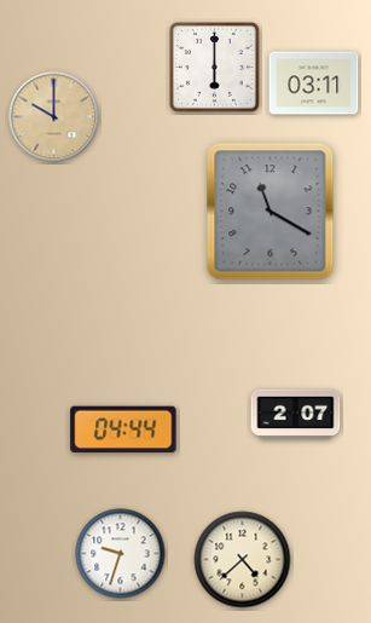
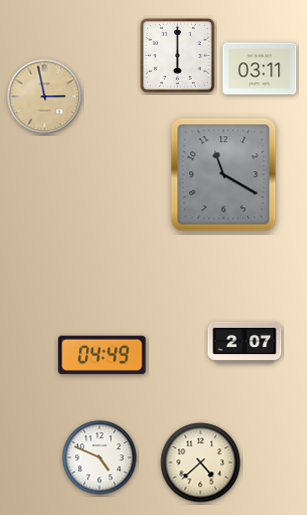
clock at (54, 117): 10:00 -> 2:58
clock at (123, 429): 04:44 -> 04:49
clock at (121, 554): 9:33 -> 4:49
